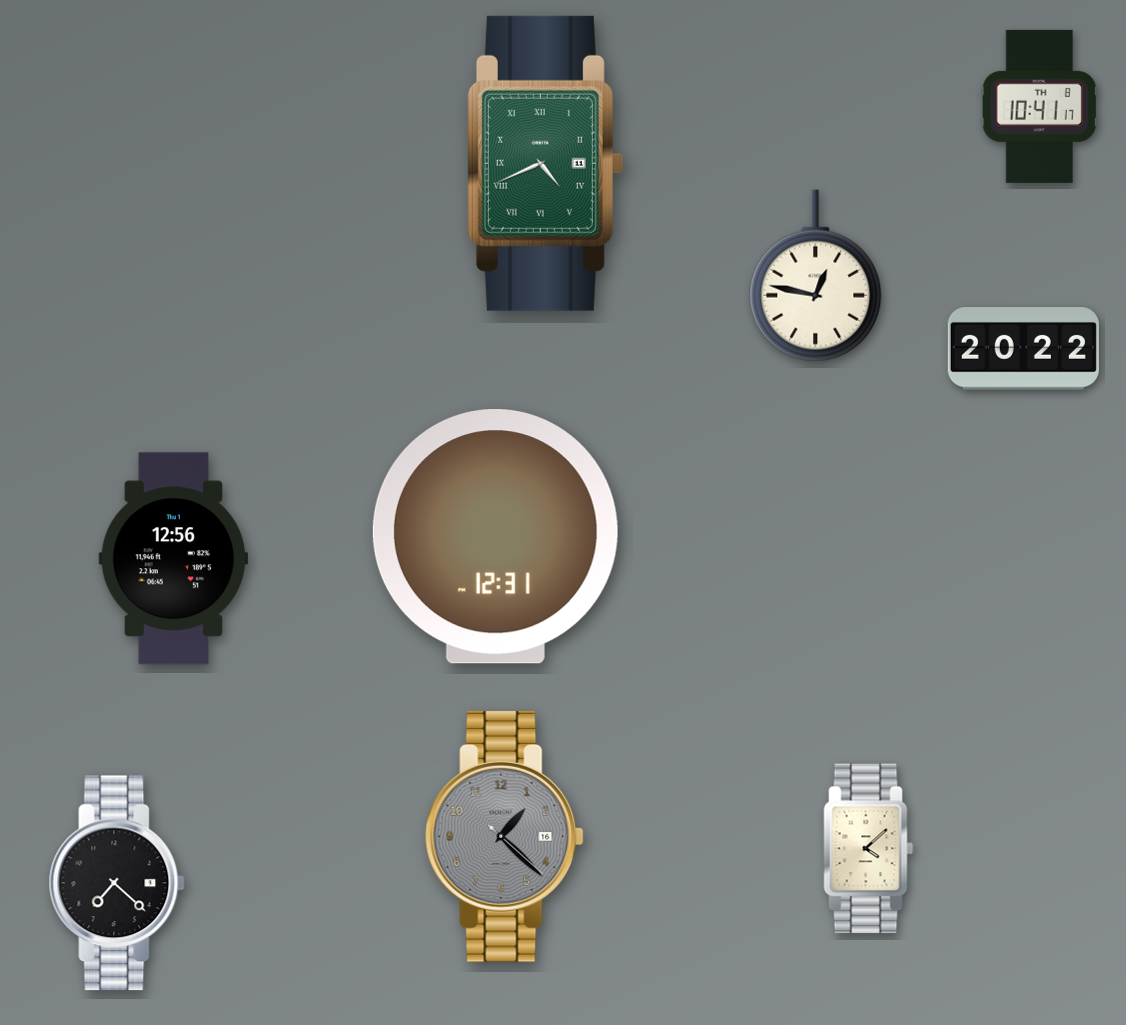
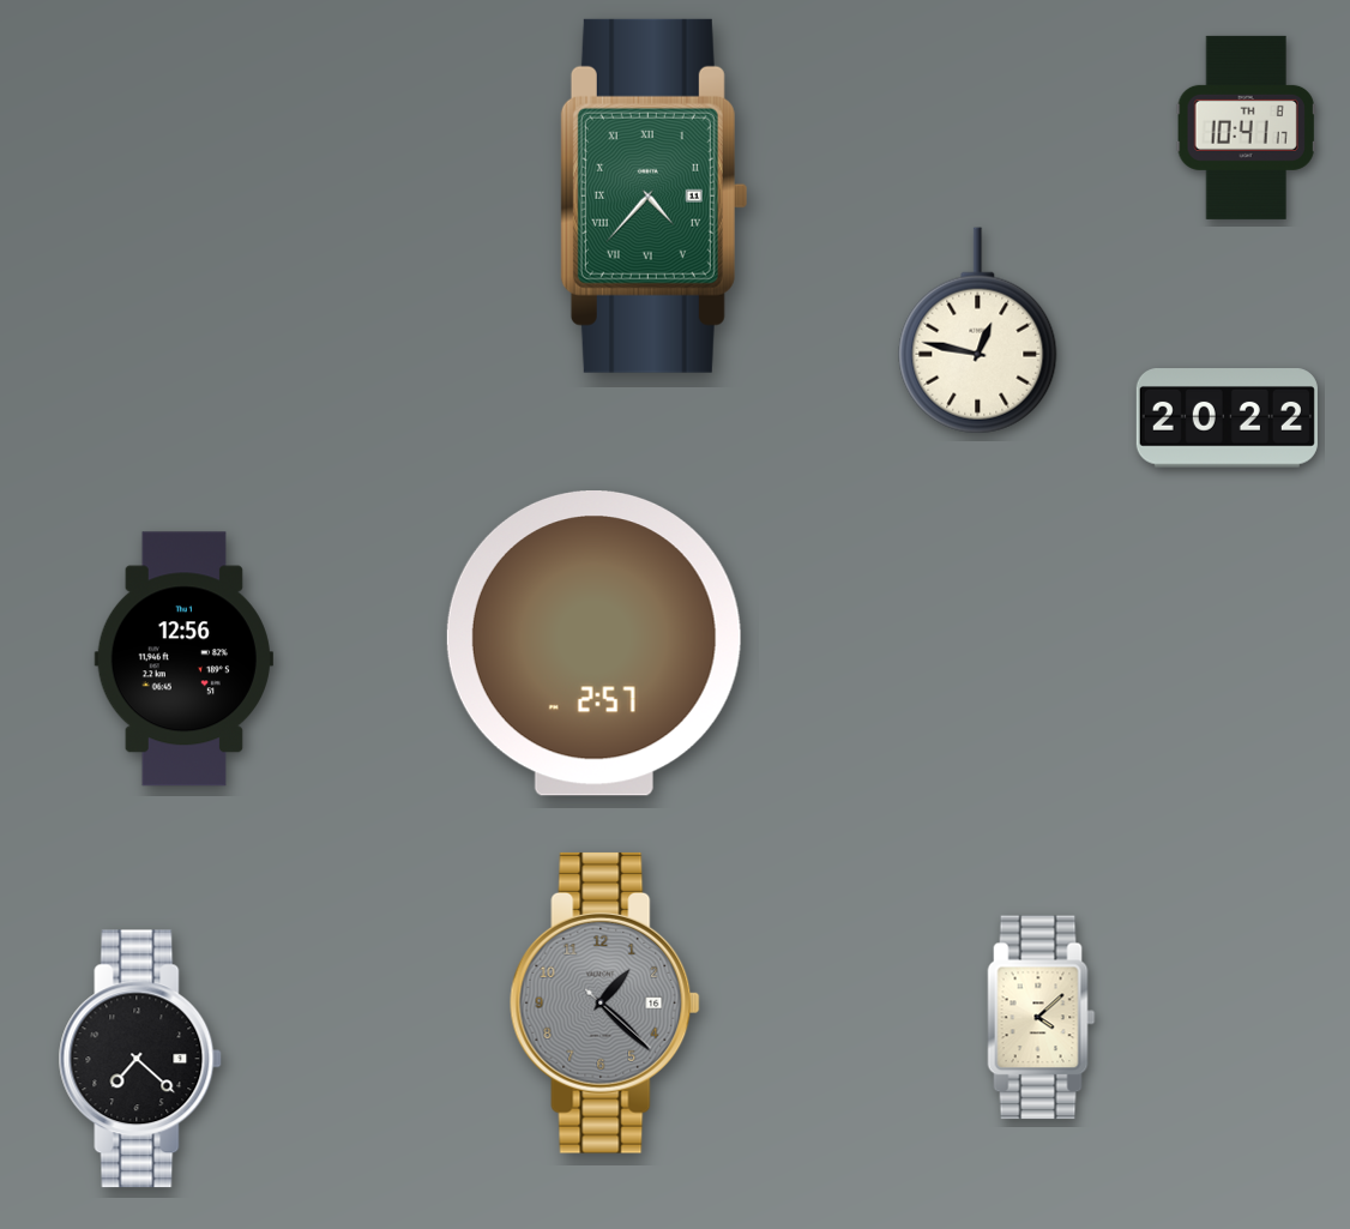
clock at (545, 163): 4:41 -> 4:37
clock at (495, 537): 12:31 -> 2:57
clock at (173, 559) position: (173, 559) -> (183, 659)
